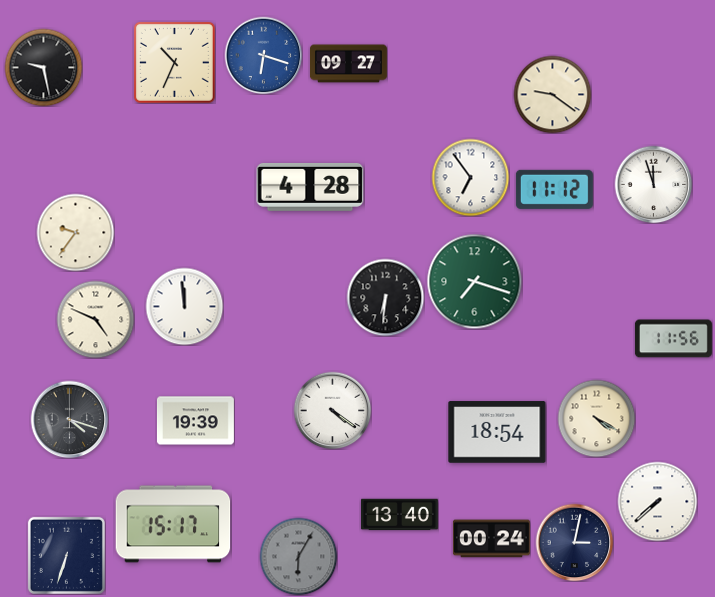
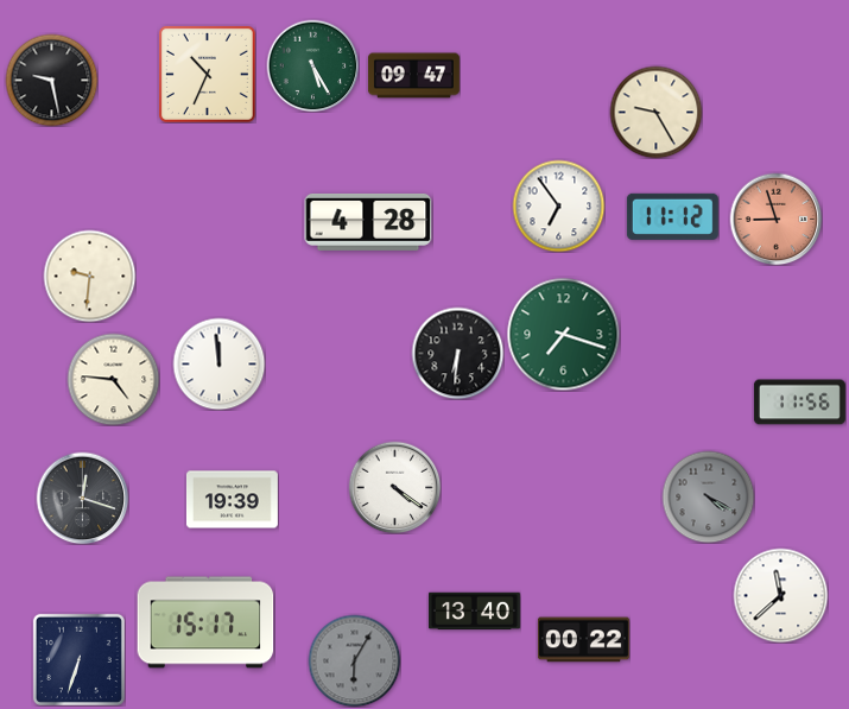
clock at (263, 55): 6:18 -> 5:25
clock at (263, 55) dial: blue -> green
clock at (348, 64): 09:27 -> 09:47
clock at (552, 94): 9:21 -> 9:25
clock at (470, 177) position: (470, 177) -> (558, 205)
clock at (653, 184): 11:57 -> 8:57
clock at (653, 184) dial: white -> salmon
clock at (554, 189) position: (554, 189) -> (672, 216)
clock at (75, 232): 9:36 -> 9:31
clock at (95, 319): 4:49 -> 4:46
clock at (596, 418) dial: cream -> grey
clock at (69, 419): 4:18 -> 12:18
clock at (497, 432): 18:54 -> none
clock at (657, 501): 7:38 -> 11:38
clock at (491, 539): 00:24 -> 00:22
clock at (574, 542): 3:02 -> none
